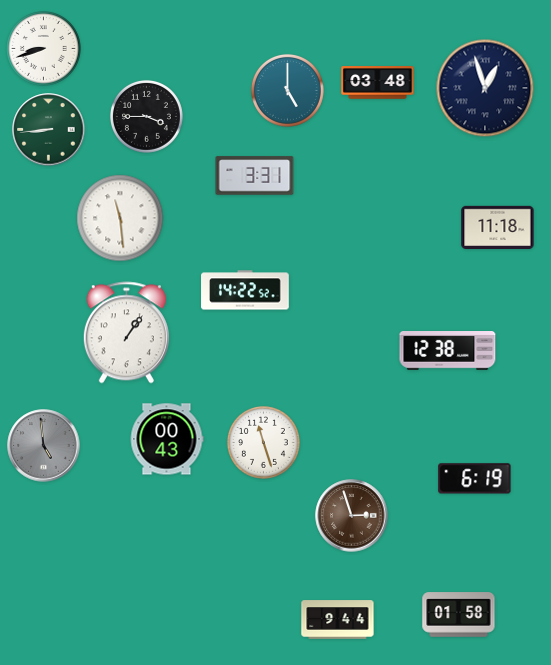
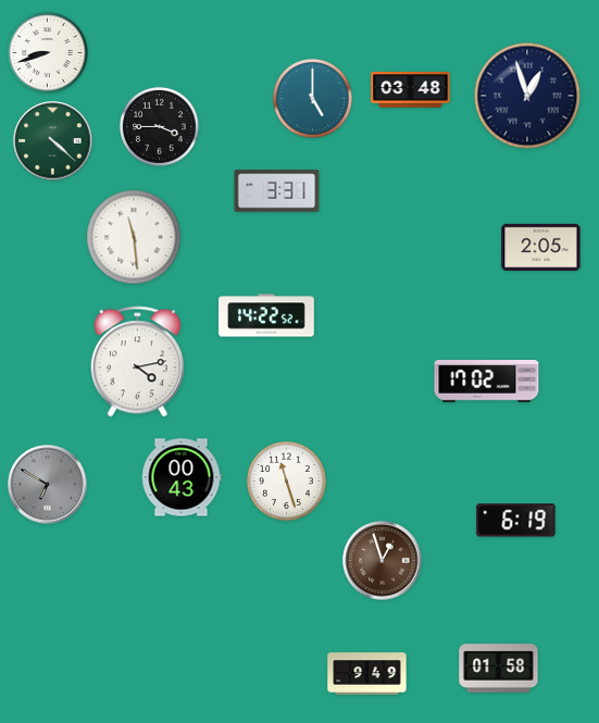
clock at (49, 130): 8:44 -> 4:22
clock at (120, 218) position: (120, 218) -> (134, 237)
clock at (498, 227): 11:18 -> 2:05
clock at (126, 333): 1:06 -> 4:13
clock at (448, 351): 12:38 -> 17:02
clock at (44, 446): 4:59 -> 6:50
clock at (352, 516): 2:57 -> 12:57
clock at (338, 620): 9:44 -> 9:49
